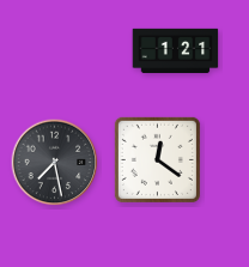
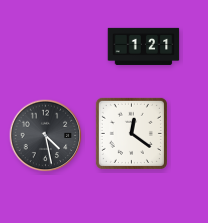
clock at (176, 50) position: (176, 50) -> (144, 46)
clock at (55, 163): 7:28 -> 4:28
